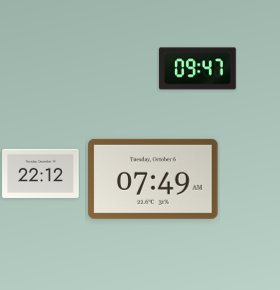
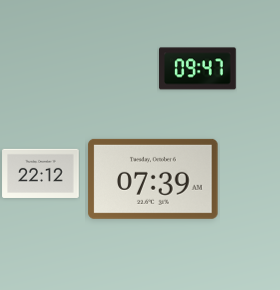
clock at (153, 179): 07:49 -> 07:39
